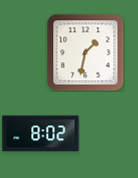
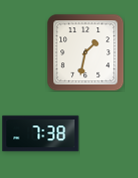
clock at (41, 134): 8:02 -> 7:38
